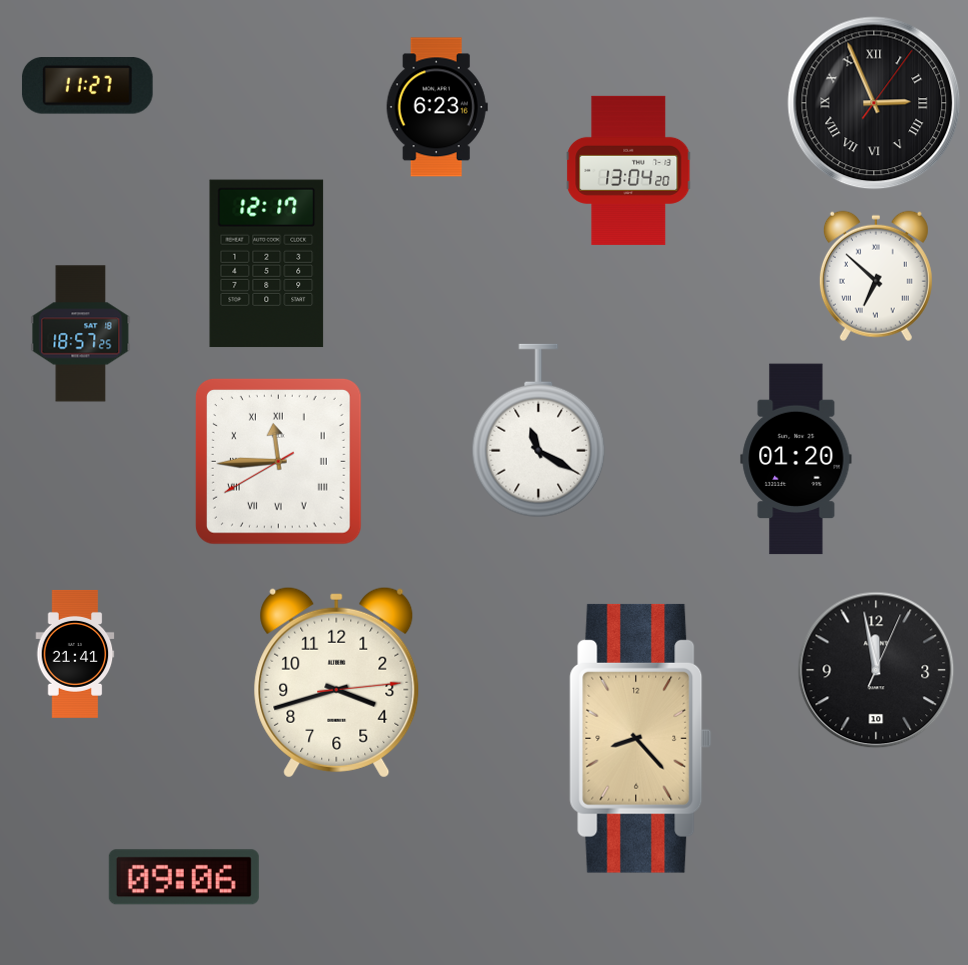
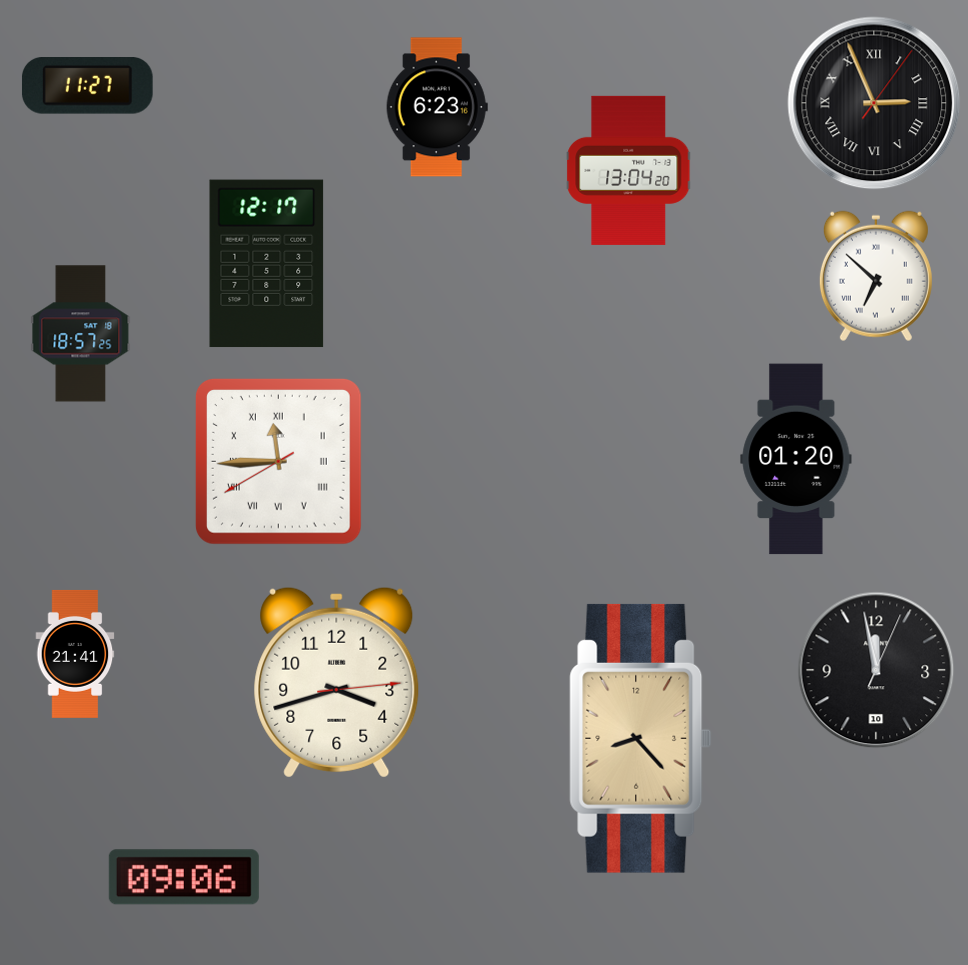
clock at (539, 431): 11:20 -> none
